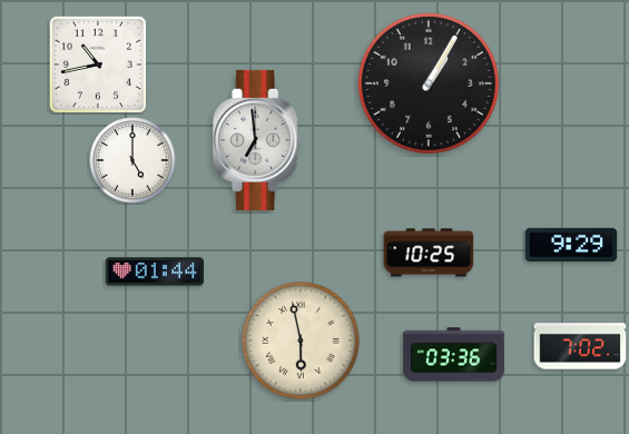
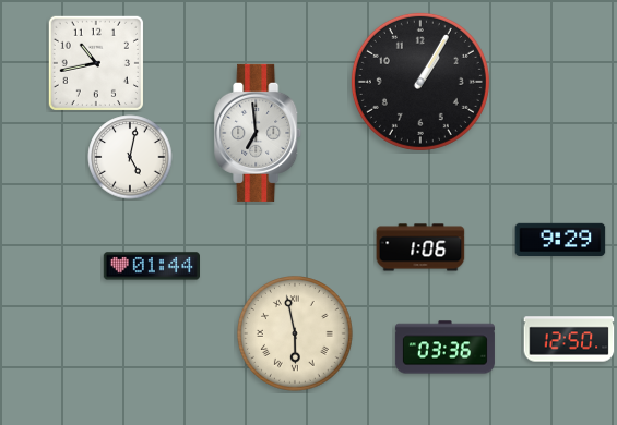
clock at (258, 140) position: (258, 140) -> (259, 133)
clock at (132, 160): 5:00 -> 5:02
clock at (429, 253): 10:25 -> 1:06
clock at (580, 346): 7:02 -> 12:50
